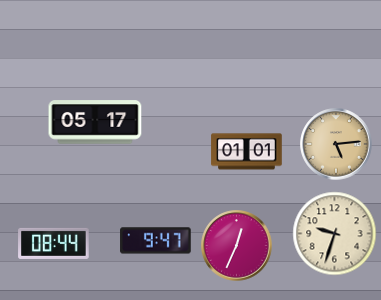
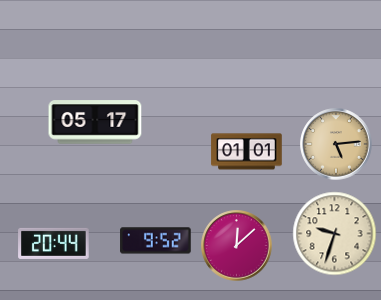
clock at (156, 241): 9:47 -> 9:52
clock at (54, 243): 08:44 -> 20:44
clock at (237, 246): 12:34 -> 12:08
